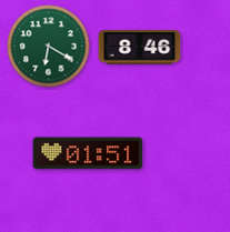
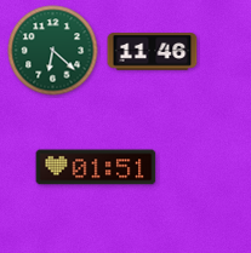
clock at (49, 47): 6:20 -> 6:22
clock at (140, 48): 8:46 -> 11:46
